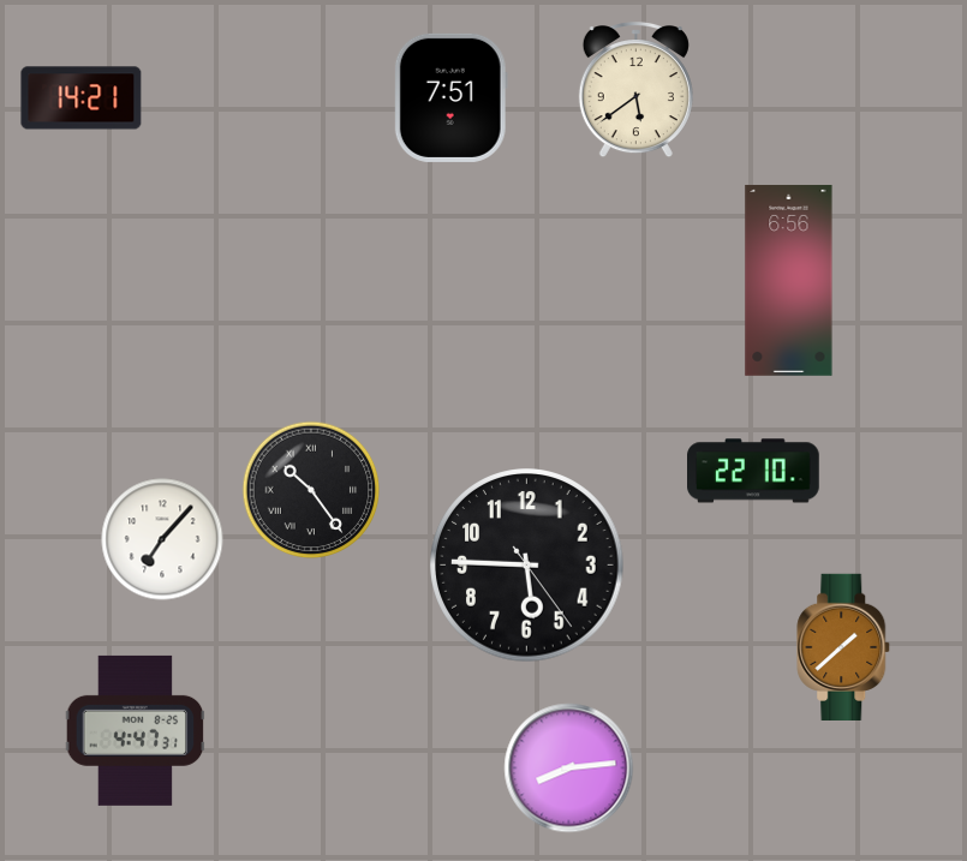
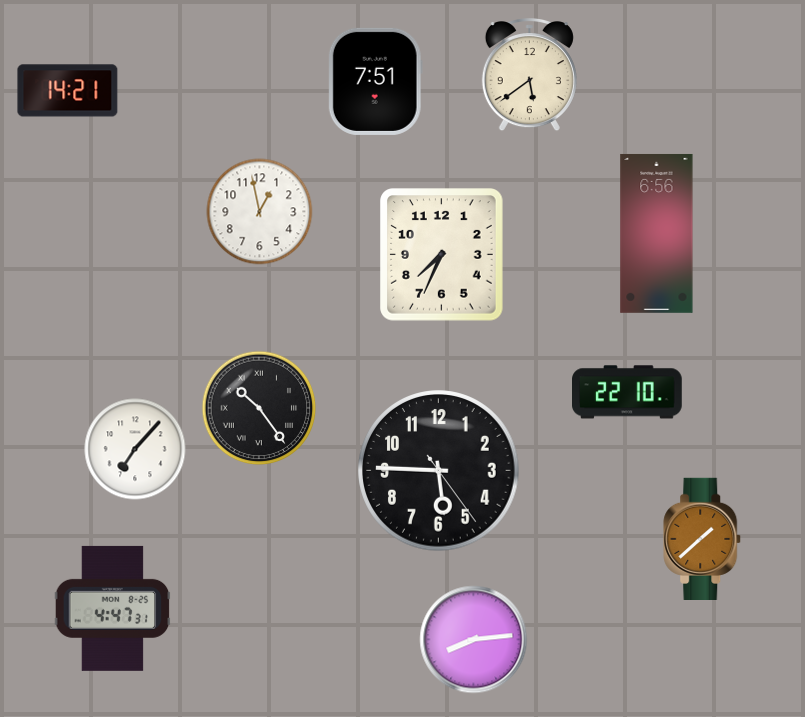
clock at (82, 98) position: (82, 98) -> (68, 91)
clock at (260, 212): none -> 12:58
clock at (442, 255): none -> 7:34
